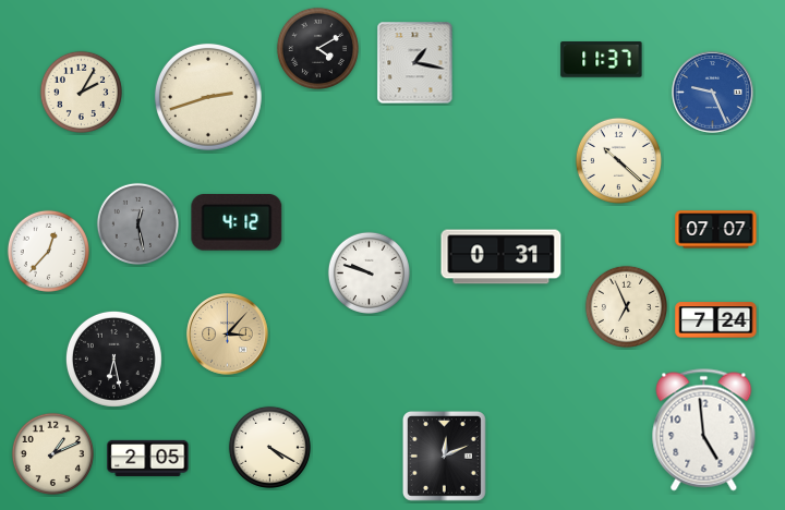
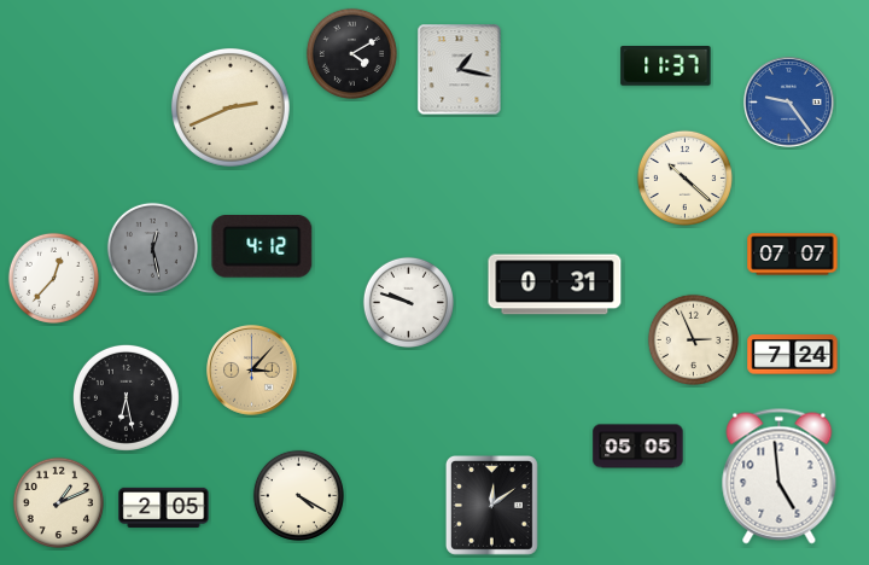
clock at (81, 92): 2:05 -> none
clock at (713, 93): 9:26 -> 9:24
clock at (208, 97): 2:42 -> 2:41
clock at (626, 306): 6:56 -> 2:56
clock at (638, 447): none -> 05:05
clock at (444, 456): 12:11 -> 12:09
